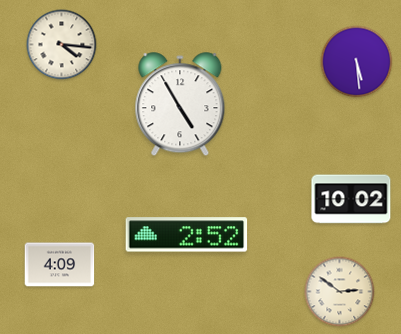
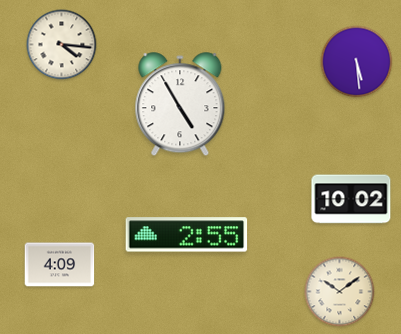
clock at (187, 235): 2:52 -> 2:55
clock at (340, 292): 2:51 -> 10:09
